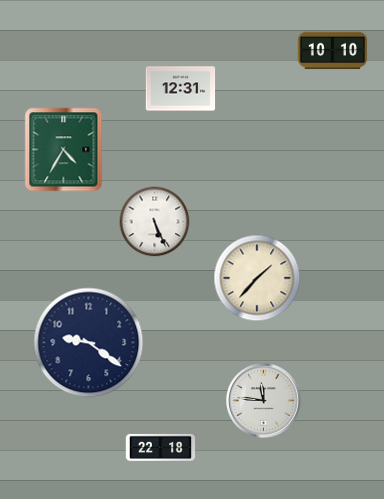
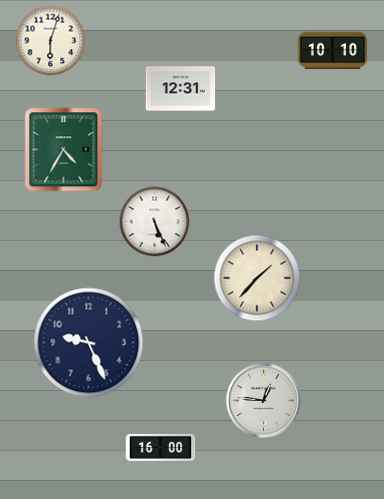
clock at (51, 41): none -> 6:03
clock at (89, 343): 9:21 -> 9:26
clock at (264, 401): 11:46 -> 12:46
clock at (161, 447): 22:18 -> 16:00
